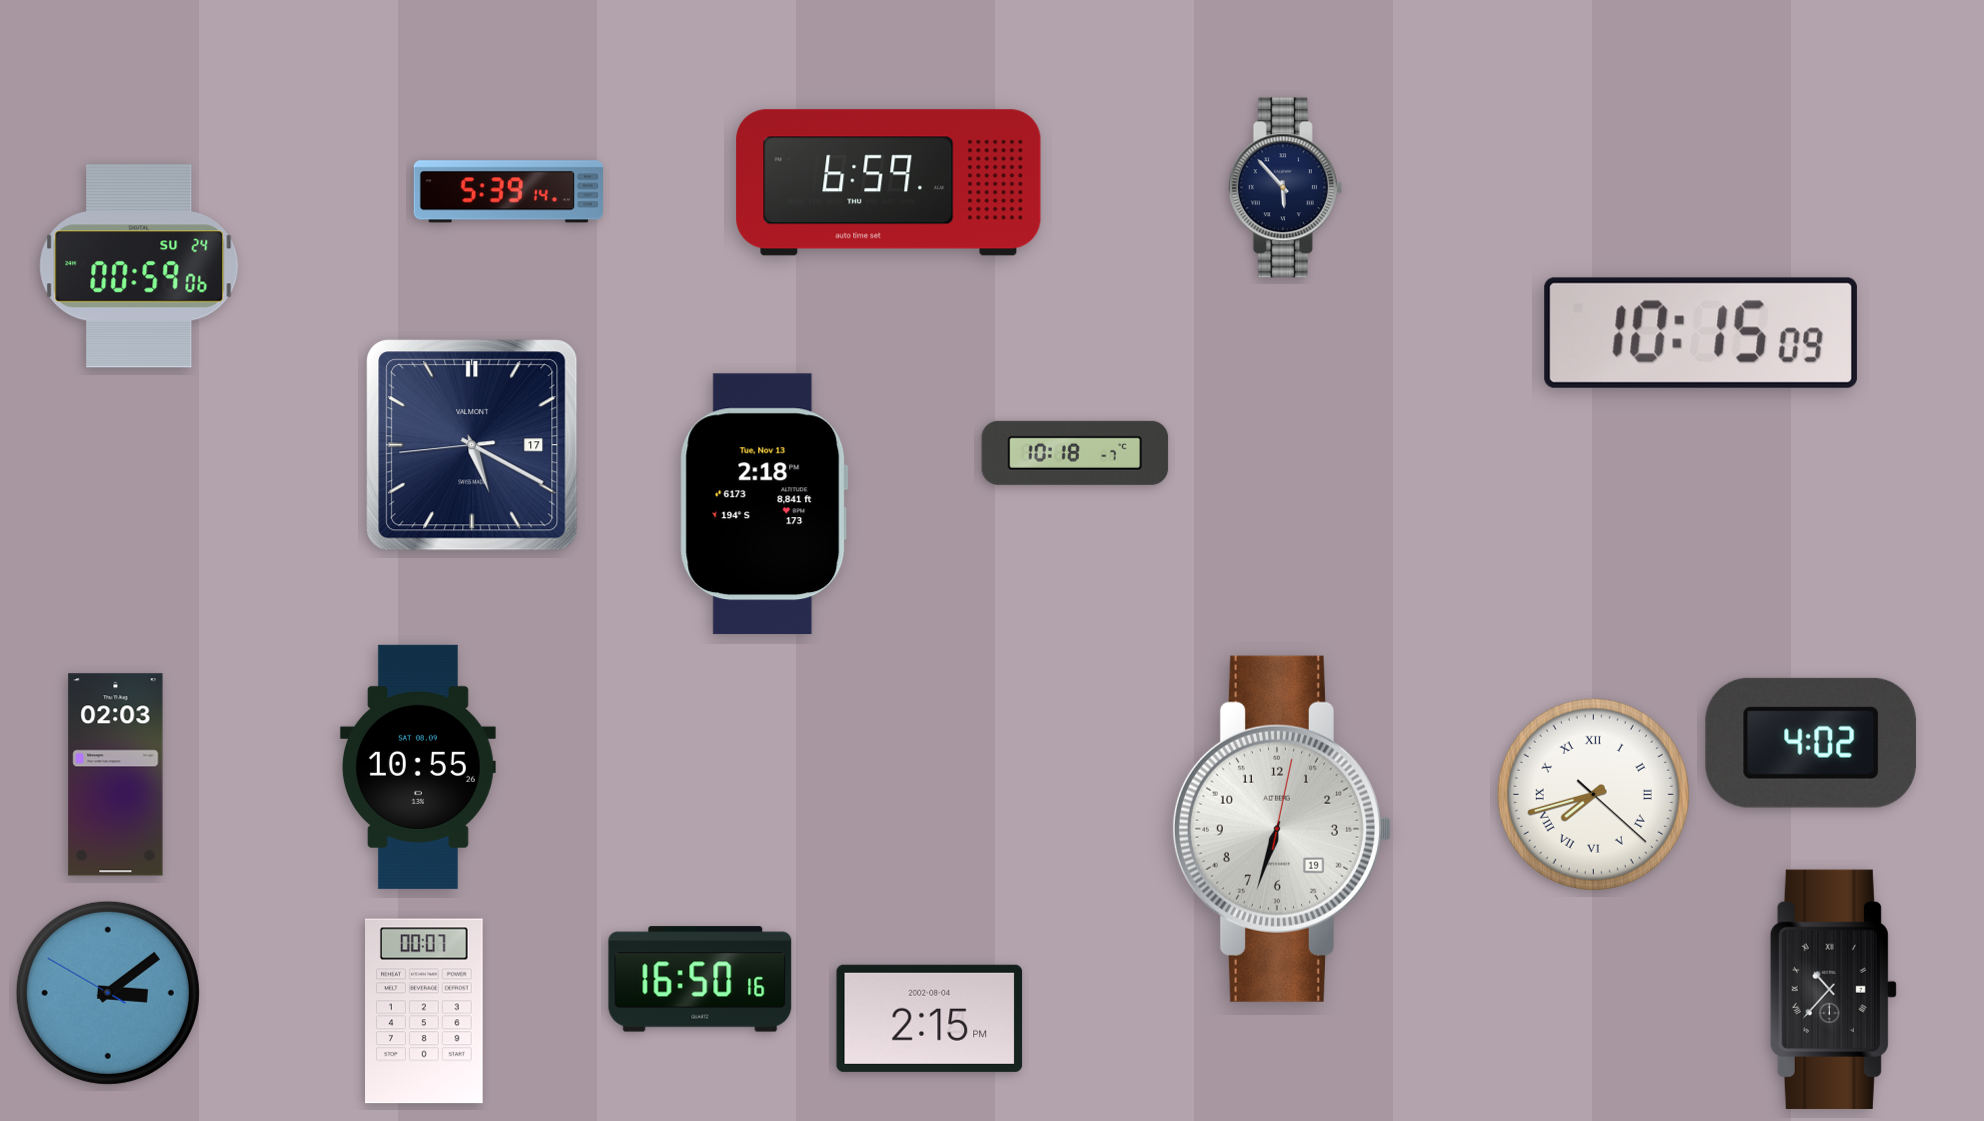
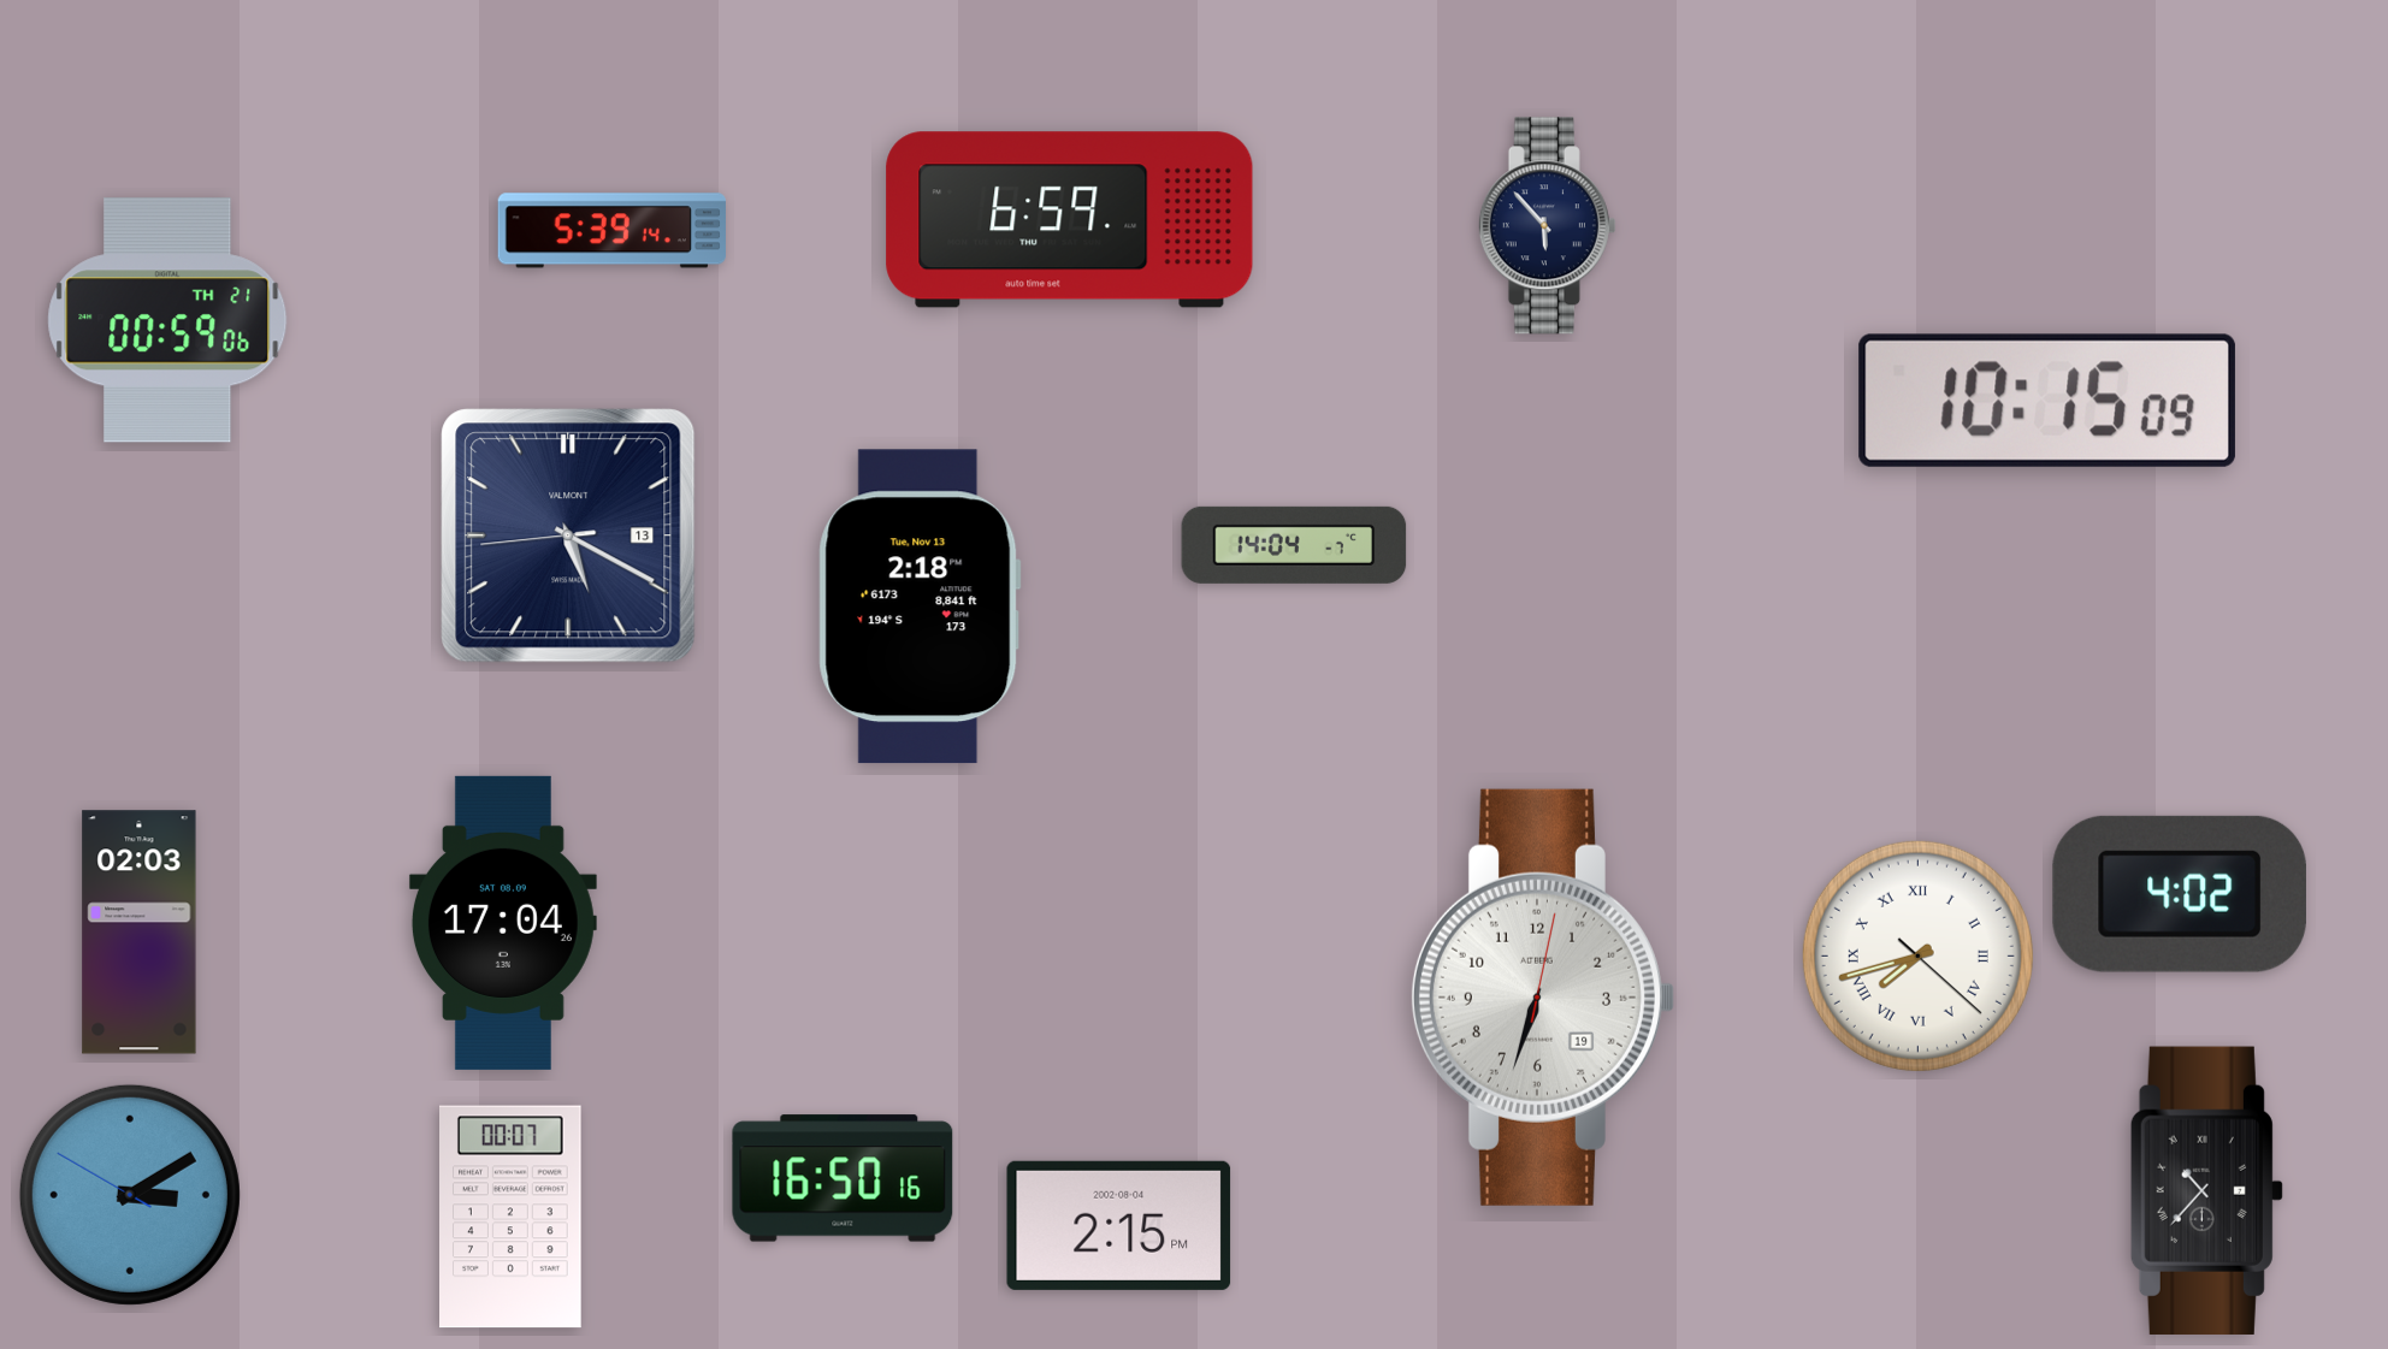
clock at (139, 266) date: SU 24 -> TH 21
clock at (472, 445) date: 17 -> 13
clock at (1075, 453): 10:18 -> 14:04
clock at (418, 767): 10:55 -> 17:04
clock at (108, 993): 3:08 -> 3:09
